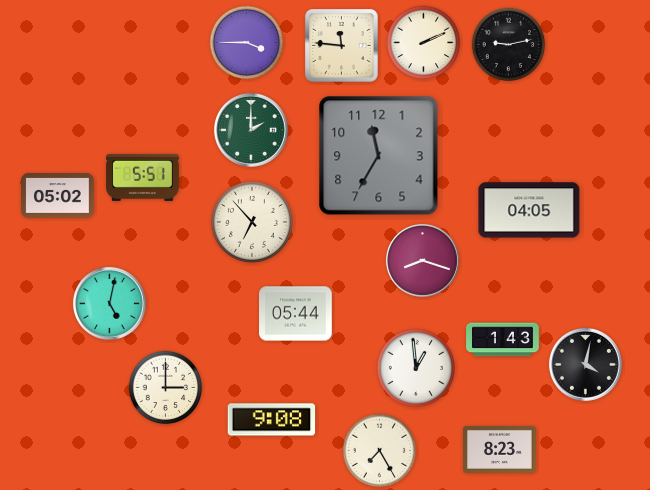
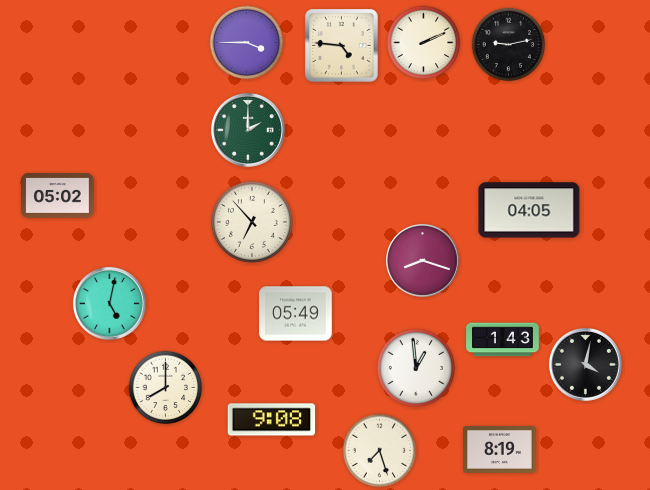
clock at (342, 46): 11:46 -> 4:46
clock at (251, 130) position: (251, 130) -> (248, 130)
clock at (379, 156): 11:35 -> none
clock at (143, 177): 5:51 -> none
clock at (296, 314): 05:44 -> 05:49
clock at (166, 388): 3:00 -> 8:00
clock at (500, 449): 8:23 -> 8:19
clock at (380, 451): 7:25 -> 7:27
